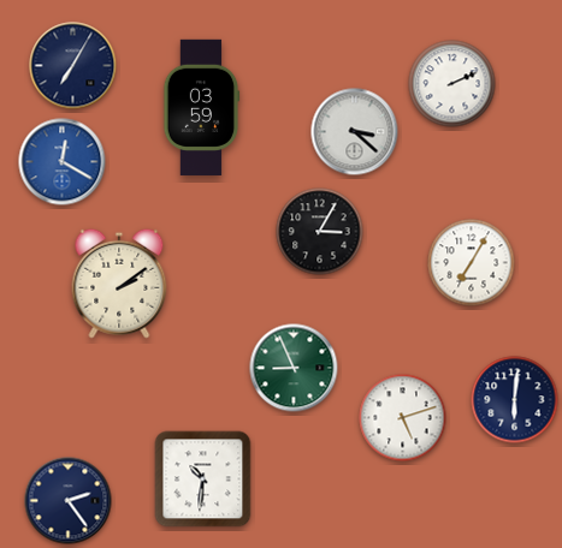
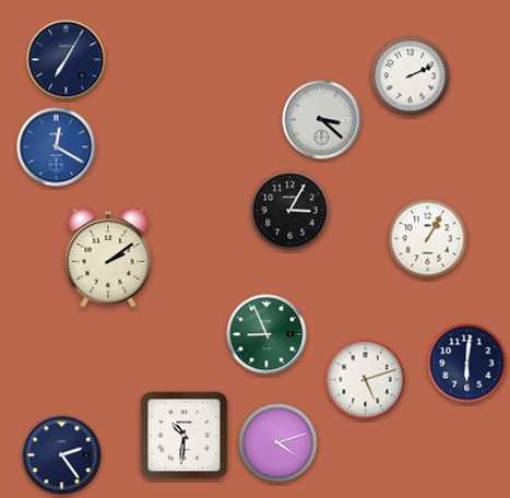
clock at (201, 107): 03:59 -> none
clock at (472, 263): 7:05 -> 1:05
clock at (278, 443): none -> 4:12
